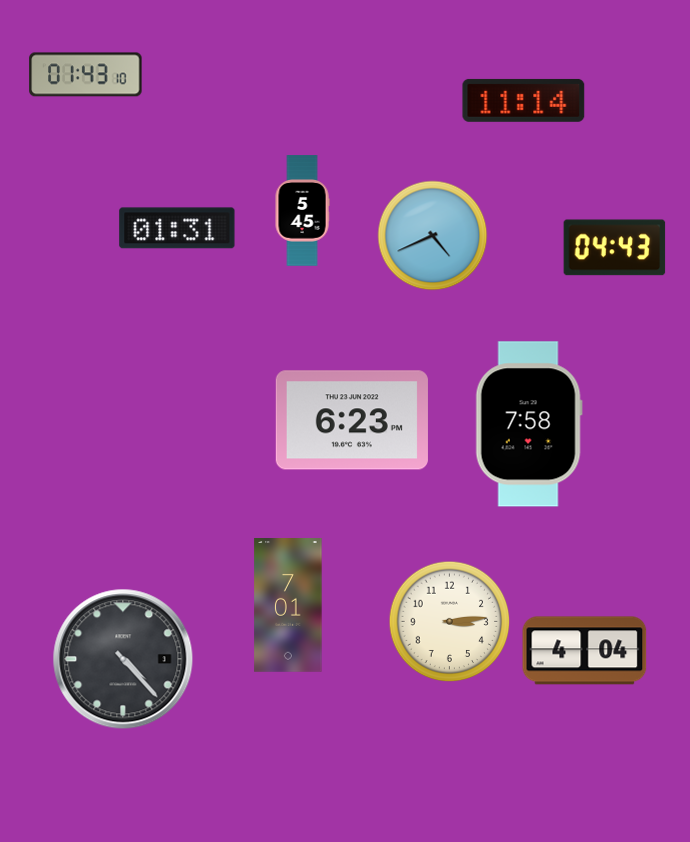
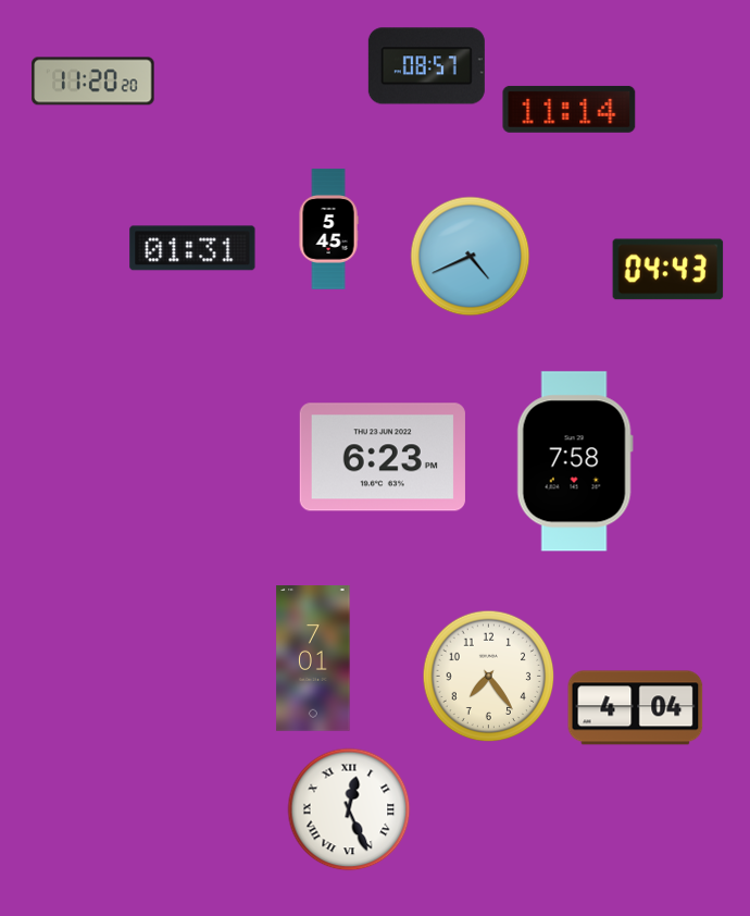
clock at (426, 66): none -> 08:57
clock at (86, 75): 01:43 -> 11:20
clock at (450, 622): 3:14 -> 7:24
clock at (123, 659): 4:23 -> none
clock at (349, 809): none -> 12:26
